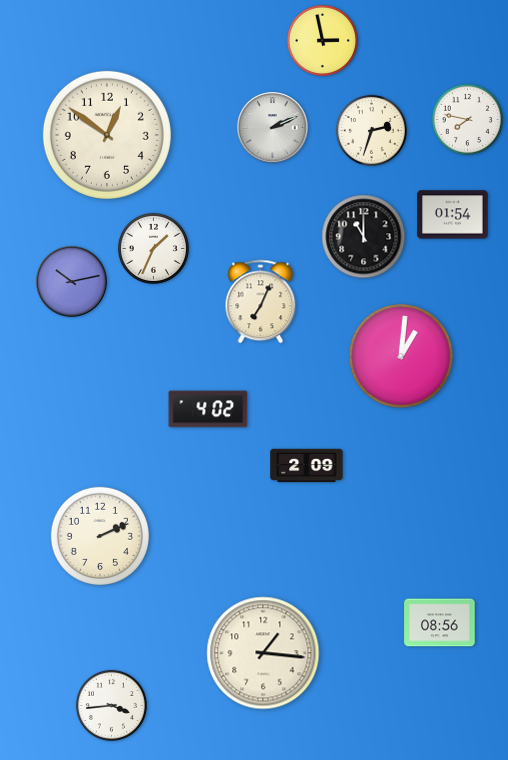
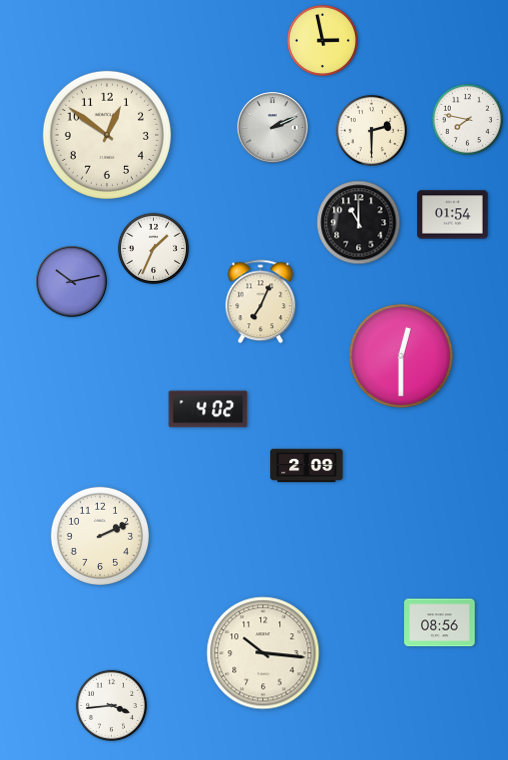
clock at (371, 130): 2:33 -> 2:30
clock at (364, 237) position: (364, 237) -> (359, 223)
clock at (402, 357): 1:01 -> 12:30
clock at (263, 653): 1:16 -> 10:16
